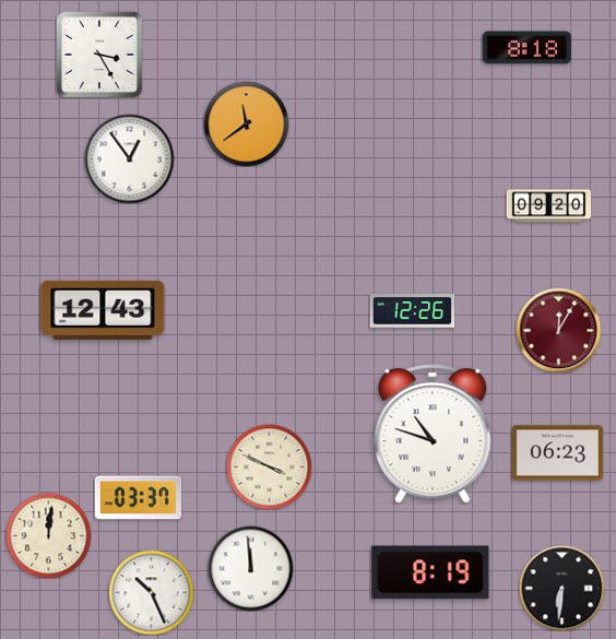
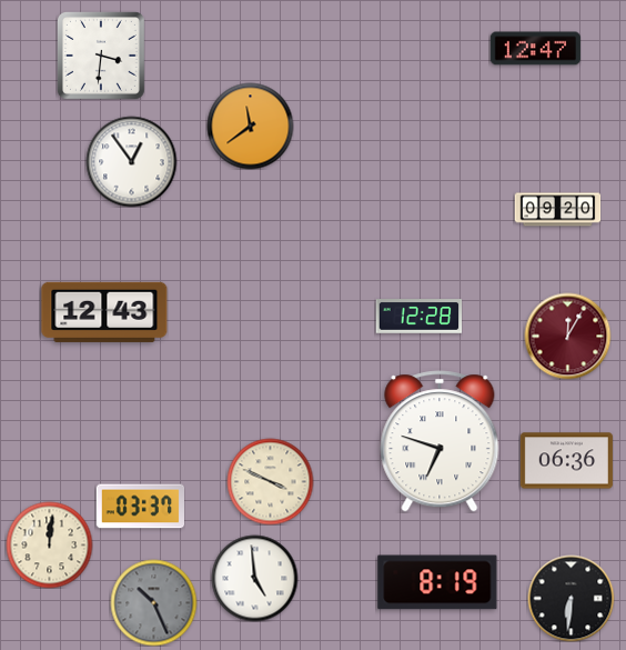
clock at (526, 48): 8:18 -> 12:47
clock at (99, 55): 3:25 -> 3:31
clock at (103, 310) position: (103, 310) -> (104, 312)
clock at (412, 311): 12:26 -> 12:28
clock at (433, 434): 10:48 -> 6:48
clock at (557, 453): 06:23 -> 06:36
clock at (269, 466) position: (269, 466) -> (270, 481)
clock at (250, 568): 11:59 -> 4:59
clock at (151, 592) dial: white -> grey
